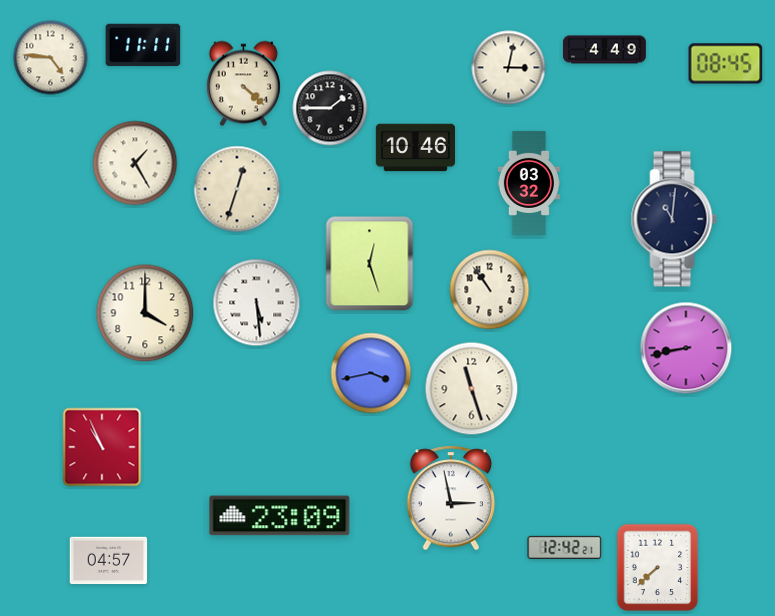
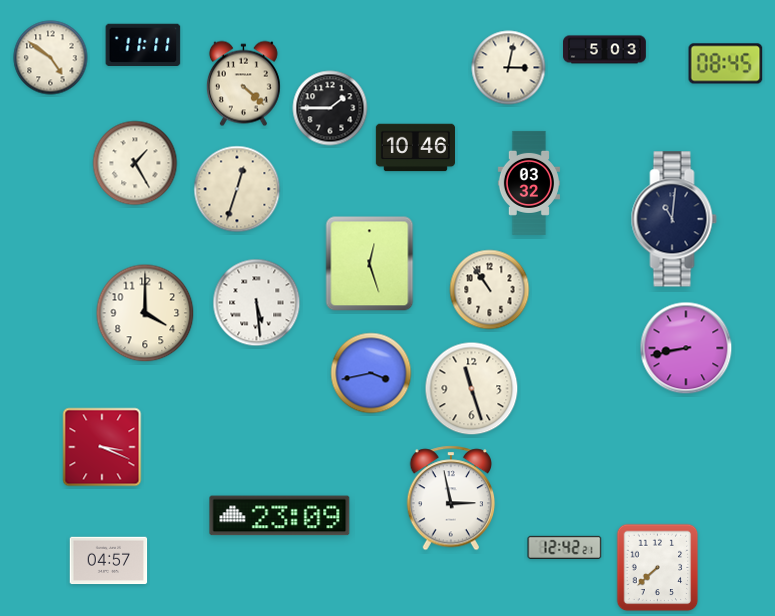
clock at (605, 50): 4:49 -> 5:03
clock at (51, 58): 4:46 -> 4:51
clock at (102, 447): 10:56 -> 3:19
